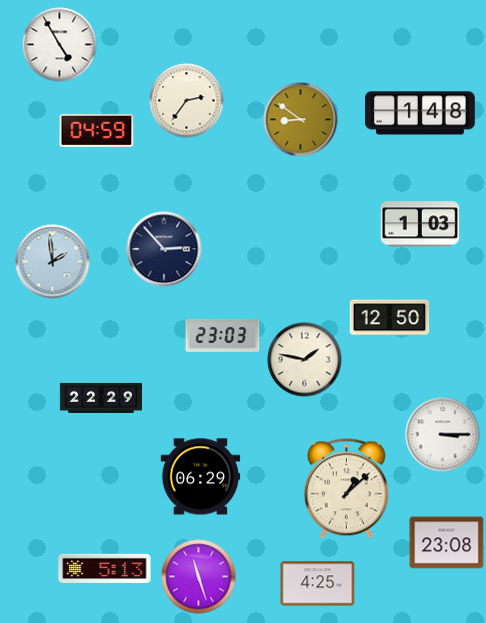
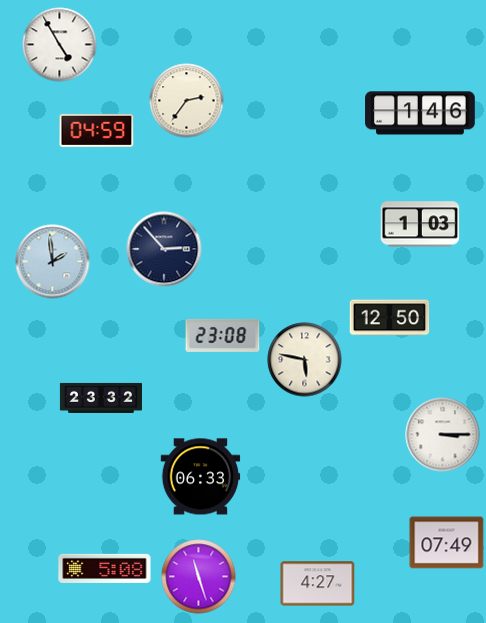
clock at (420, 113): 1:48 -> 1:46
clock at (301, 120): 8:51 -> none
clock at (223, 335): 23:03 -> 23:08
clock at (305, 360): 1:47 -> 5:47
clock at (101, 398): 22:29 -> 23:32
clock at (201, 477): 06:29 -> 06:33
clock at (346, 489): 1:08 -> none
clock at (447, 543): 23:08 -> 07:49
clock at (105, 568): 5:13 -> 5:08
clock at (318, 584): 4:25 -> 4:27
